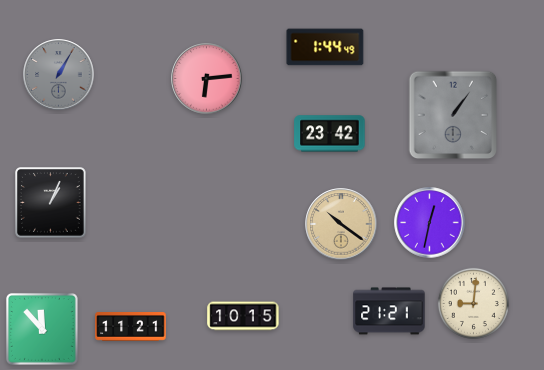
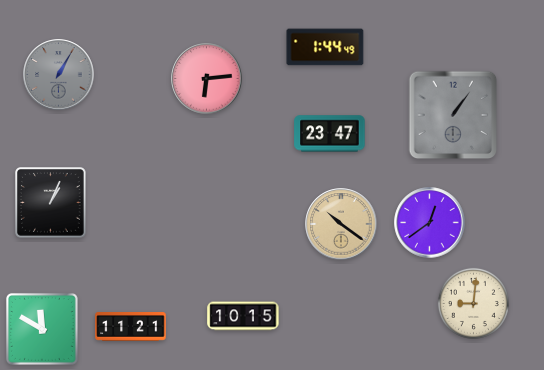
clock at (330, 134): 23:42 -> 23:47
clock at (430, 223): 12:32 -> 12:39
clock at (389, 311): 21:21 -> none
clock at (42, 329): 11:53 -> 11:50
